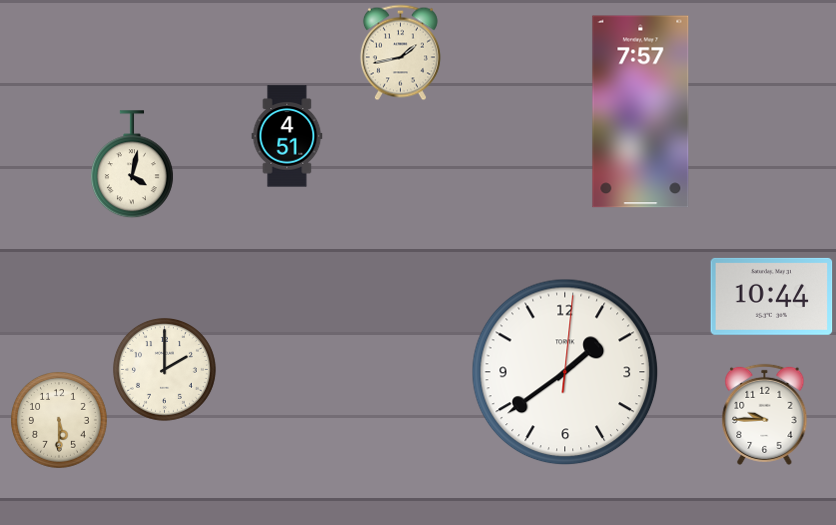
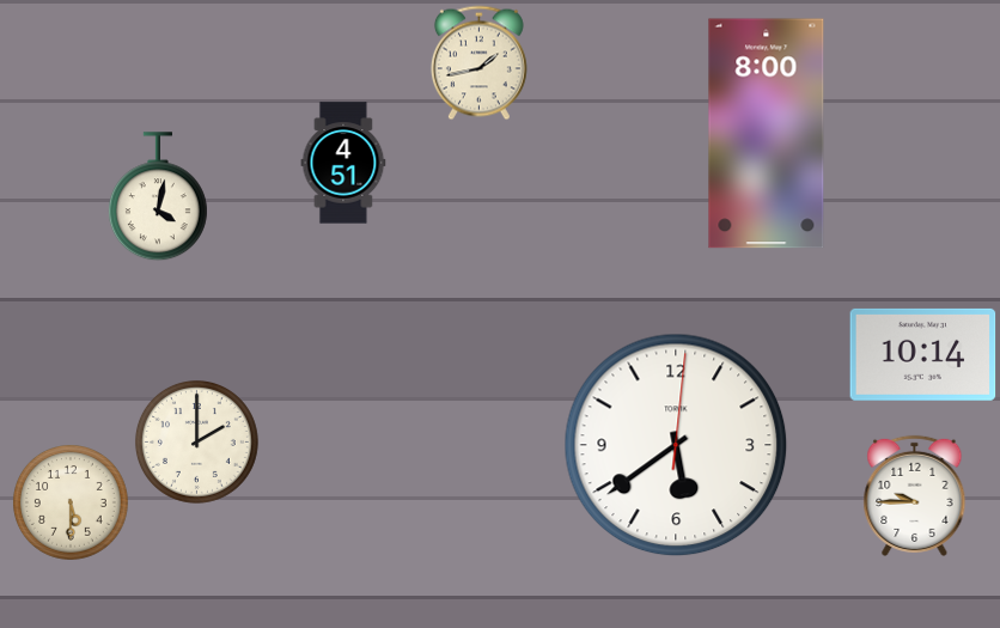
clock at (641, 112): 7:57 -> 8:00
clock at (772, 296): 10:44 -> 10:14
clock at (565, 372): 1:39 -> 5:39
